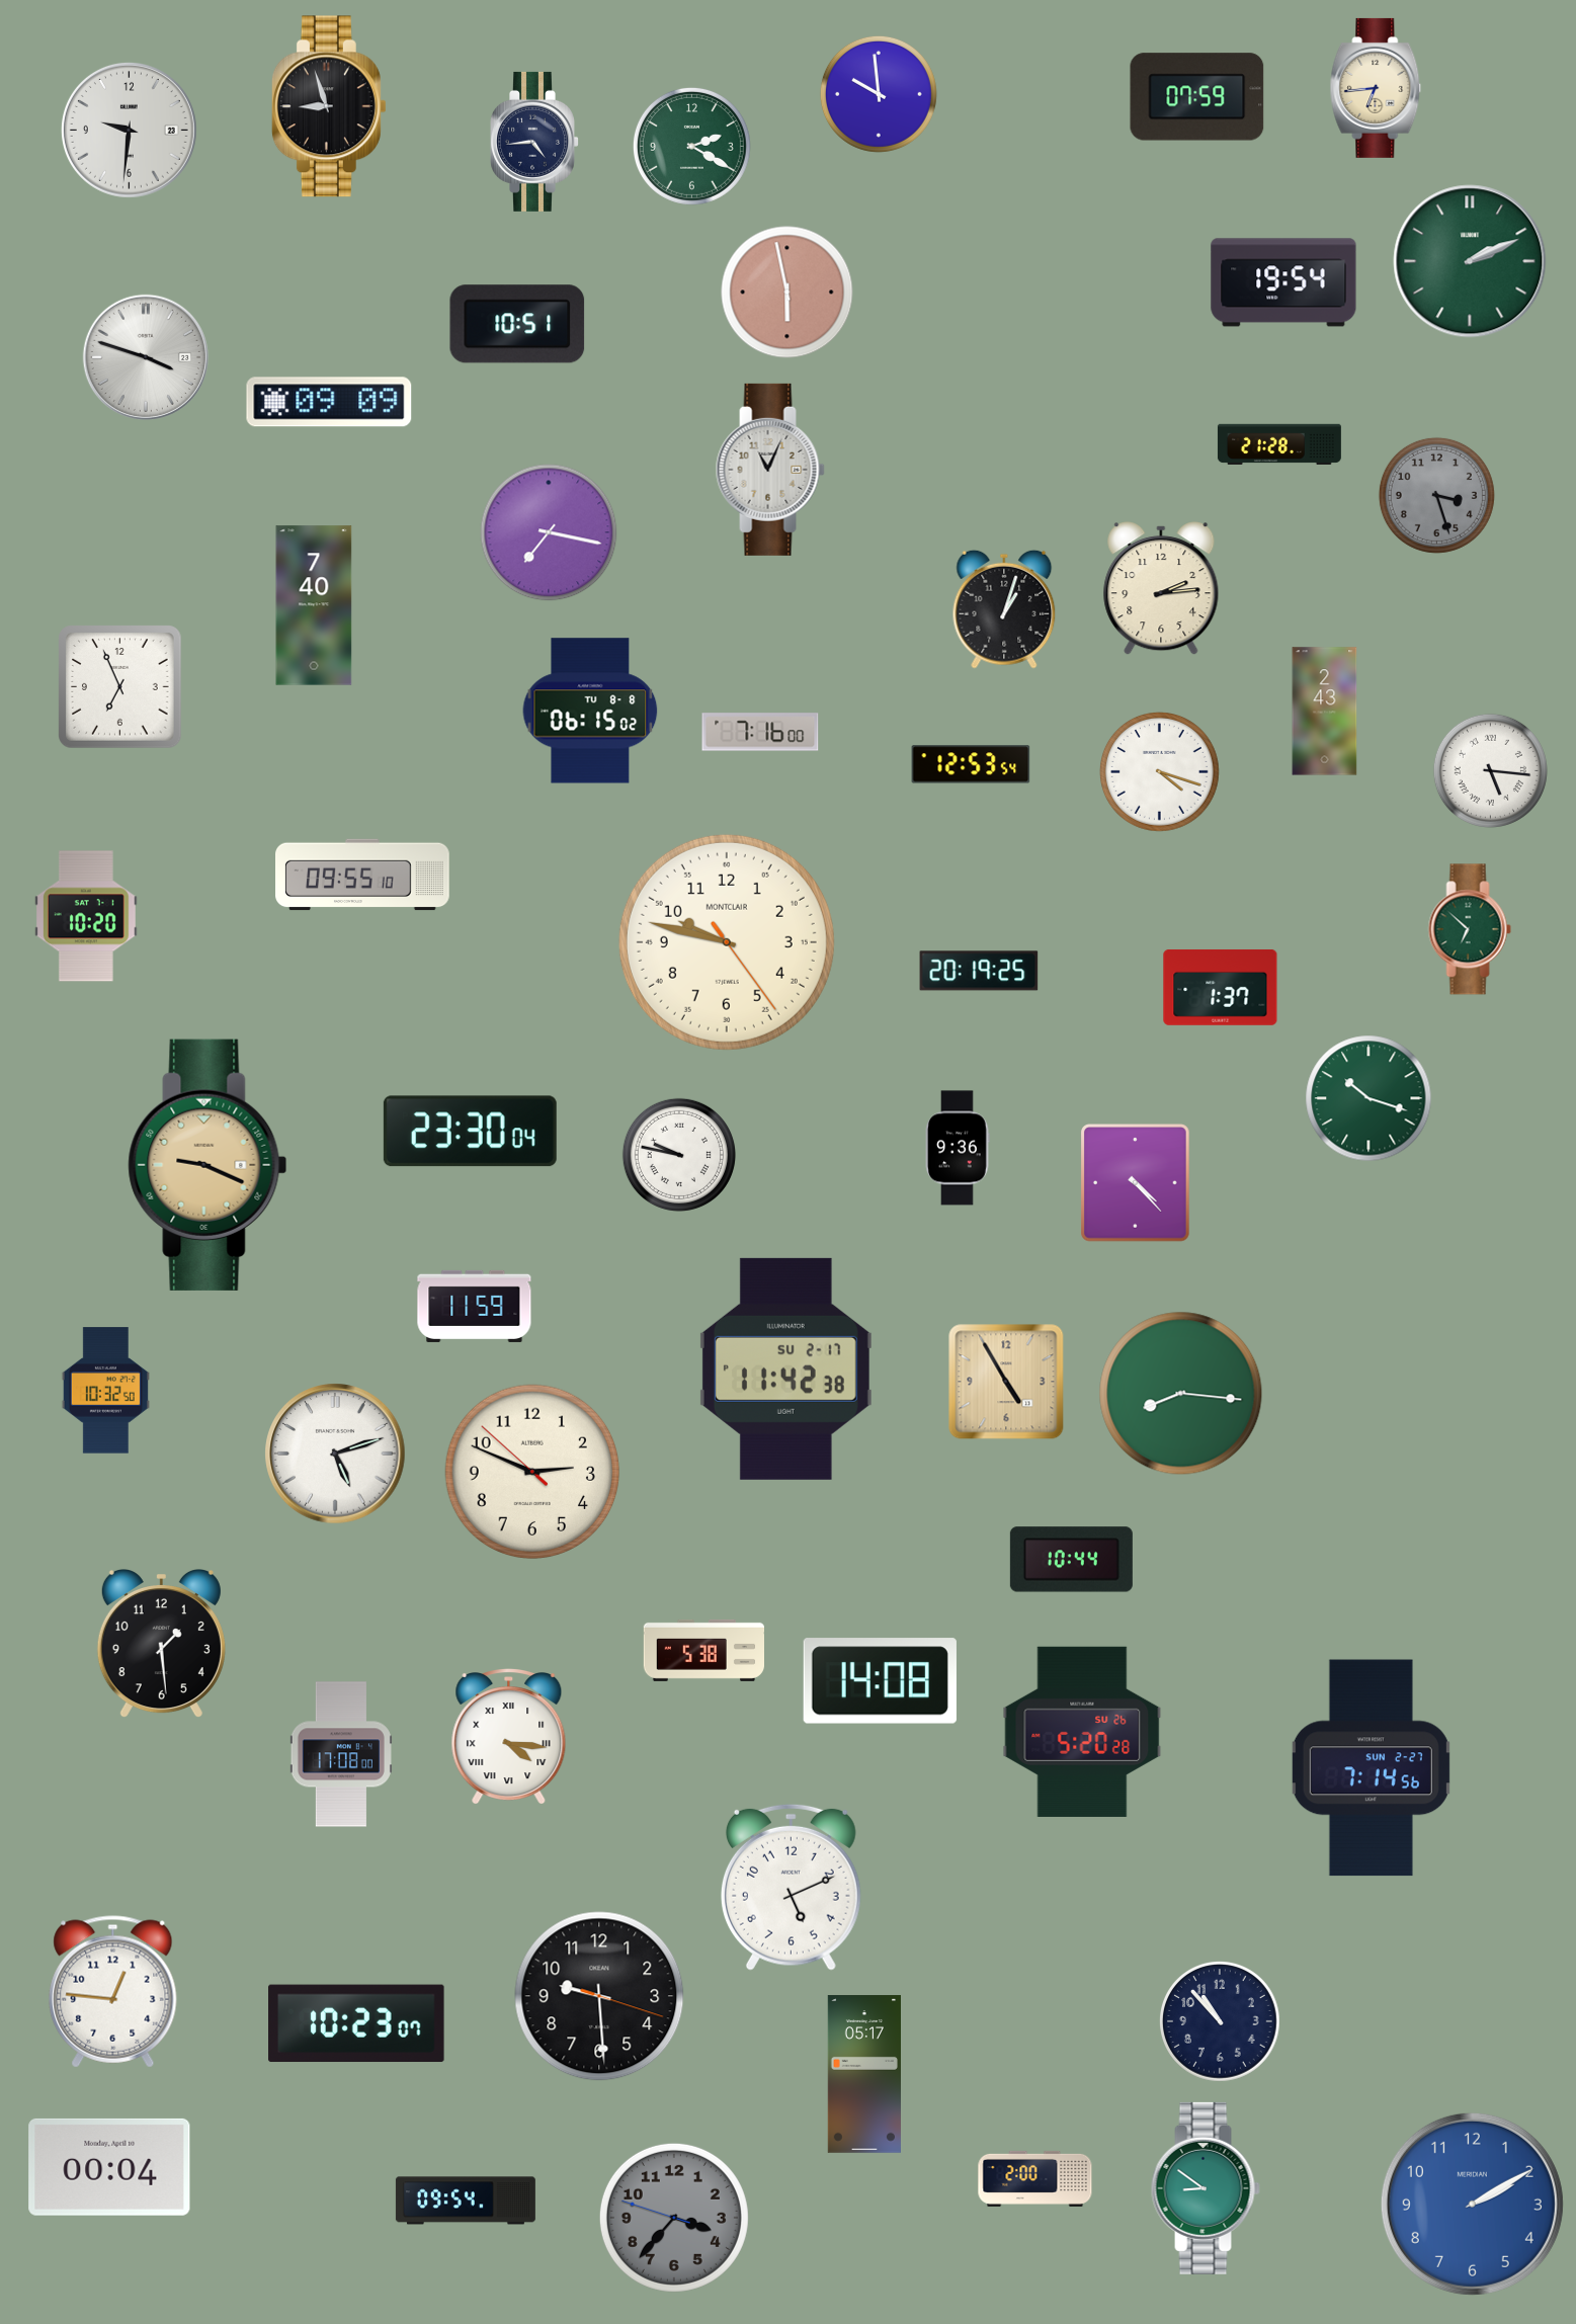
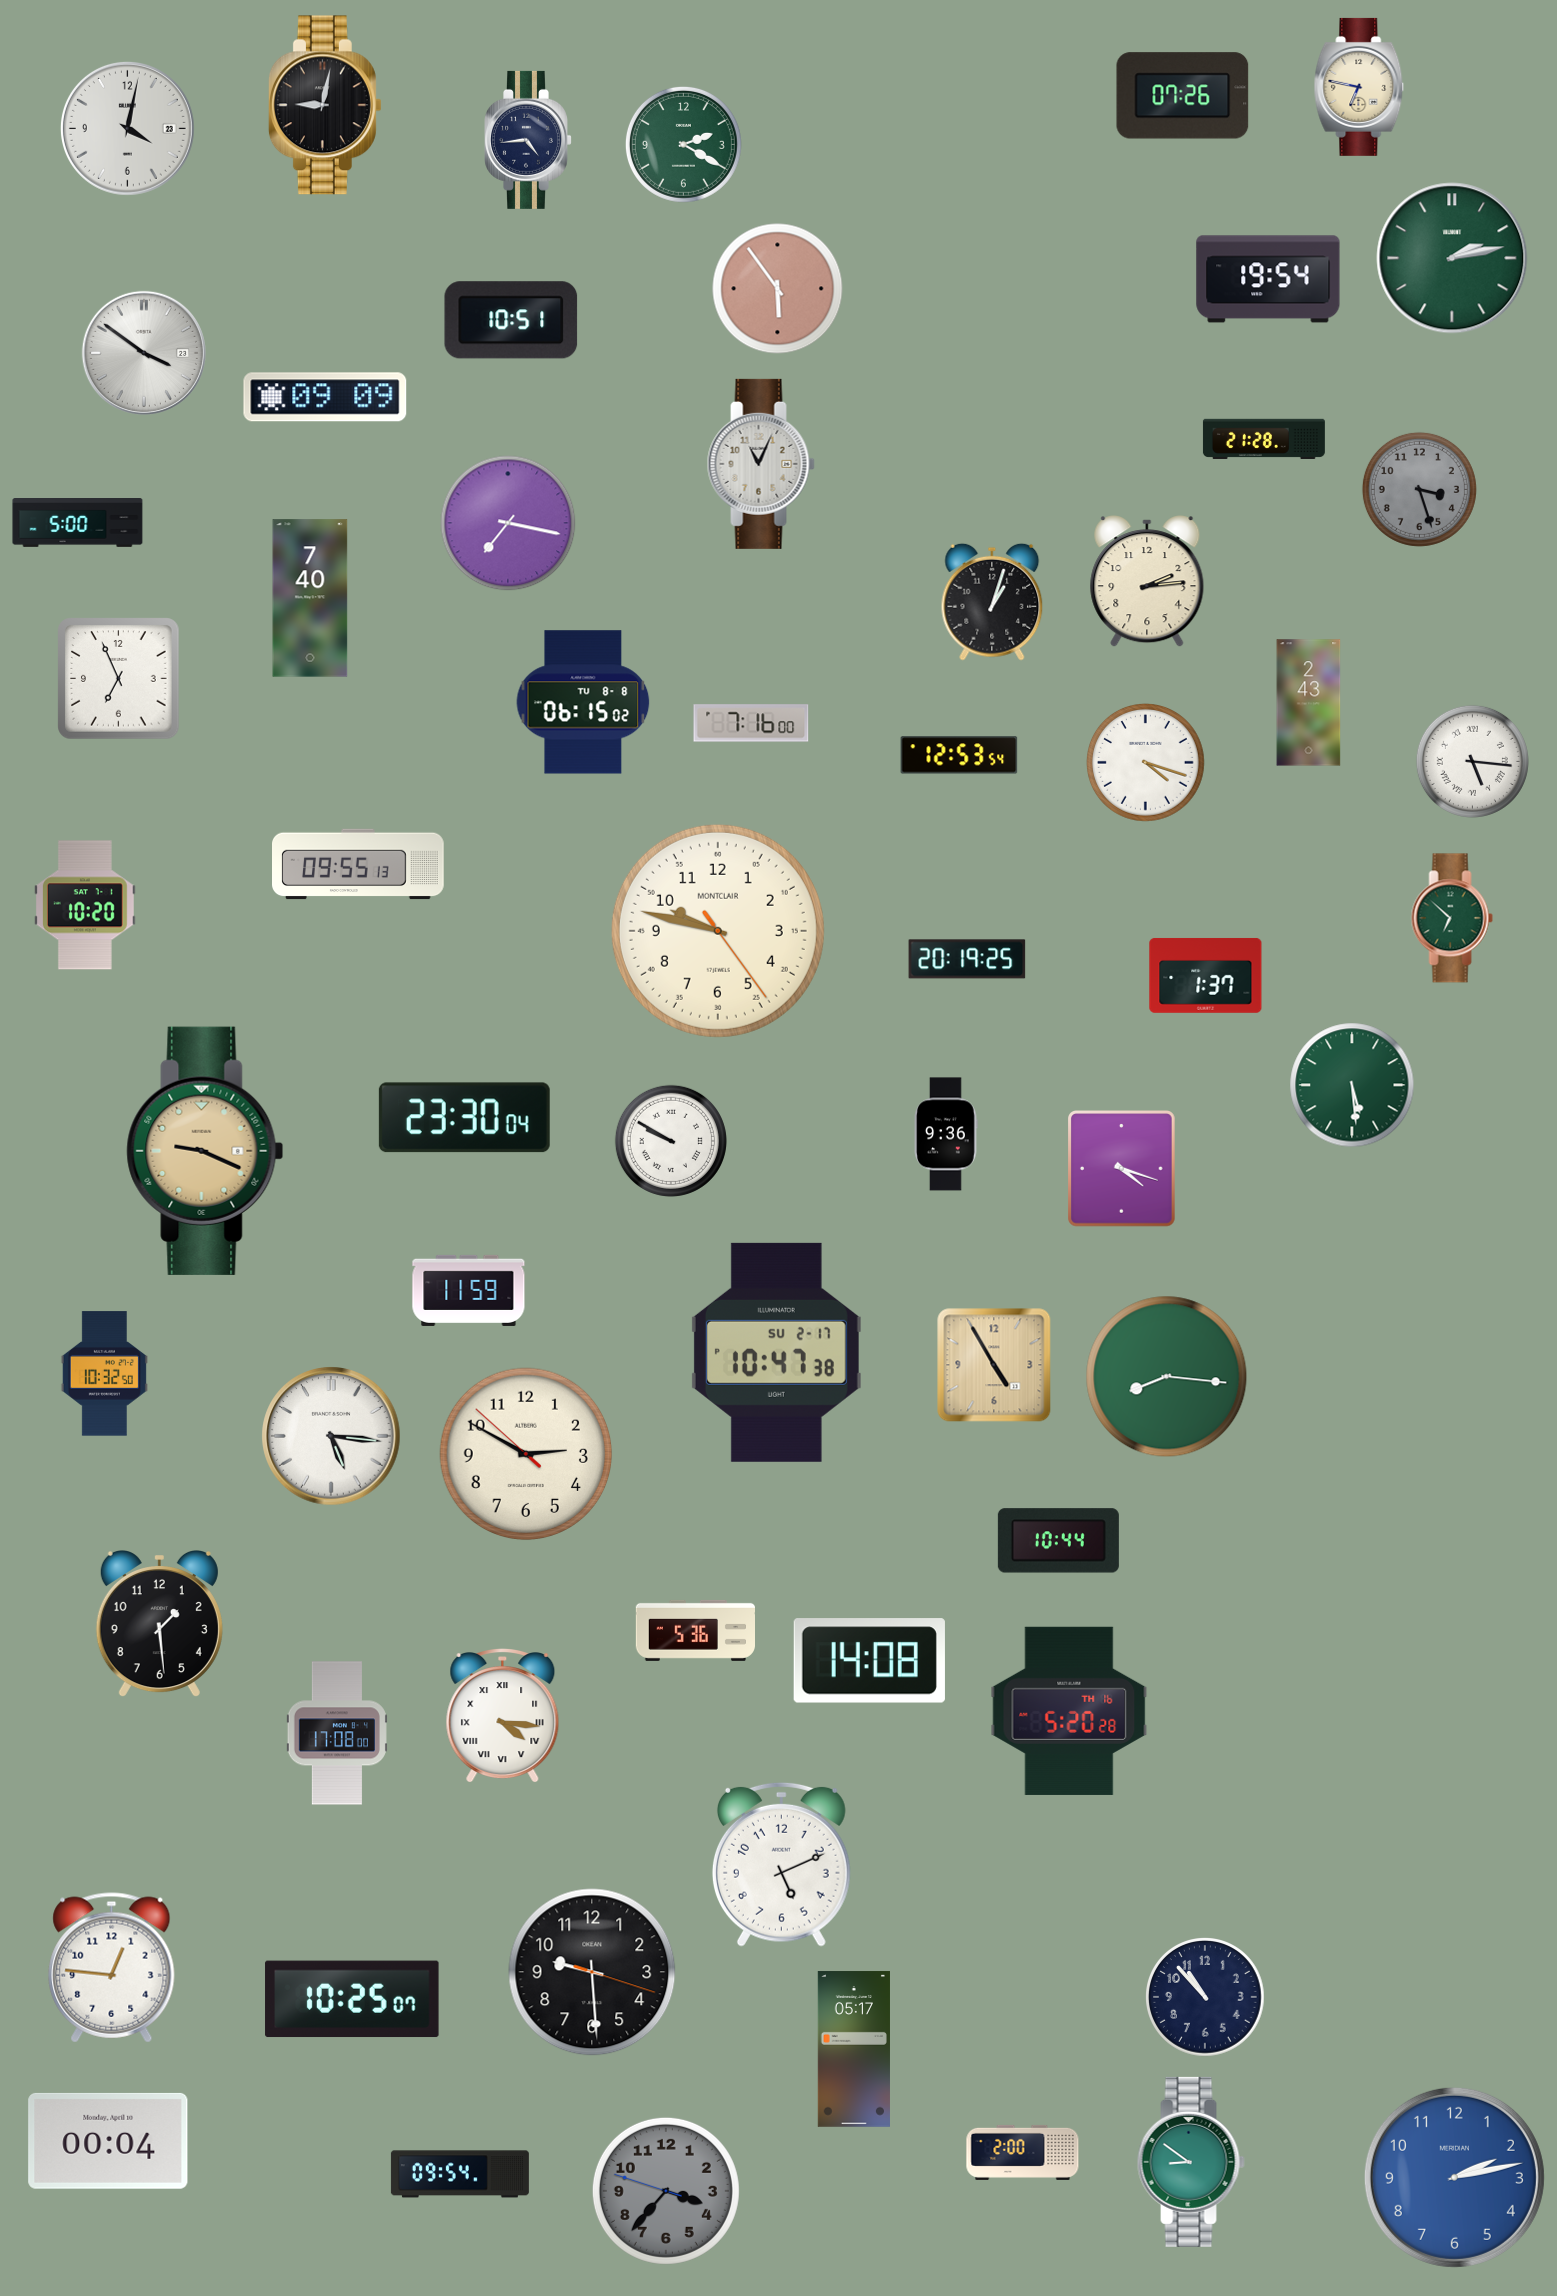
clock at (1376, 88): 6:44 -> 6:47
clock at (879, 94): 9:59 -> none
clock at (1197, 97): 07:59 -> 07:26
clock at (329, 106): 8:57 -> 9:02
clock at (129, 130): 9:31 -> 4:02
clock at (1470, 261): 2:11 -> 2:13
clock at (787, 293): 5:58 -> 5:54
clock at (146, 357): 3:48 -> 3:51
clock at (78, 523): none -> 5:00
clock at (549, 532) position: (549, 532) -> (508, 523)
clock at (363, 875): 09:55:10 -> 09:55:13
clock at (1368, 1098): 10:18 -> 5:29
clock at (679, 1155): 9:47 -> 9:50
clock at (1136, 1183): 4:23 -> 4:18
clock at (785, 1368): 11:42 -> 10:47
clock at (335, 1454): 5:12 -> 5:16
clock at (532, 1472): 2:48 -> 2:49
clock at (703, 1650): 5:38 -> 5:36
clock at (1082, 1732) date: SU 26 -> TH 16
clock at (1371, 1768): 7:14 -> none
clock at (356, 2023): 10:23 -> 10:25
clock at (1472, 2204): 2:10 -> 2:13
